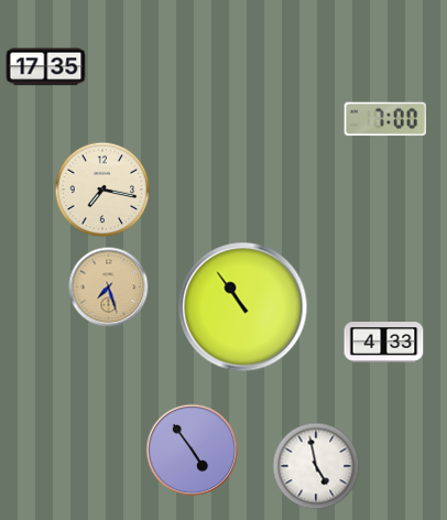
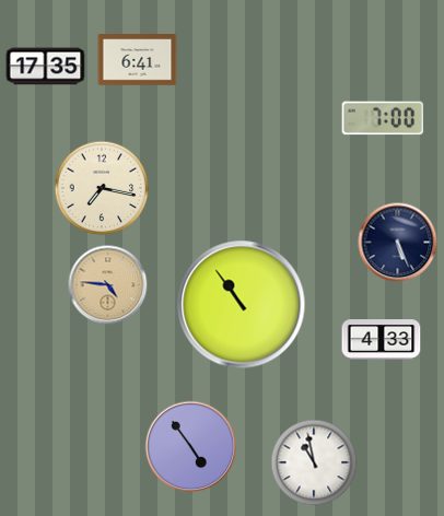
clock at (138, 60): none -> 6:41
clock at (398, 243): none -> 5:26
clock at (109, 288): 7:27 -> 4:46
clock at (316, 466): 4:58 -> 10:58
